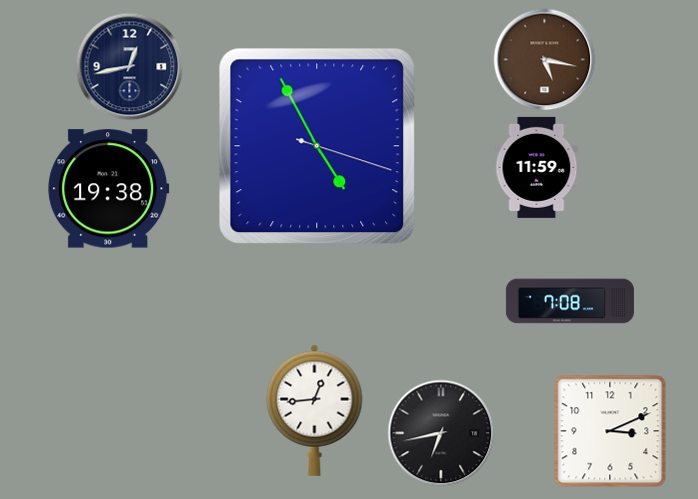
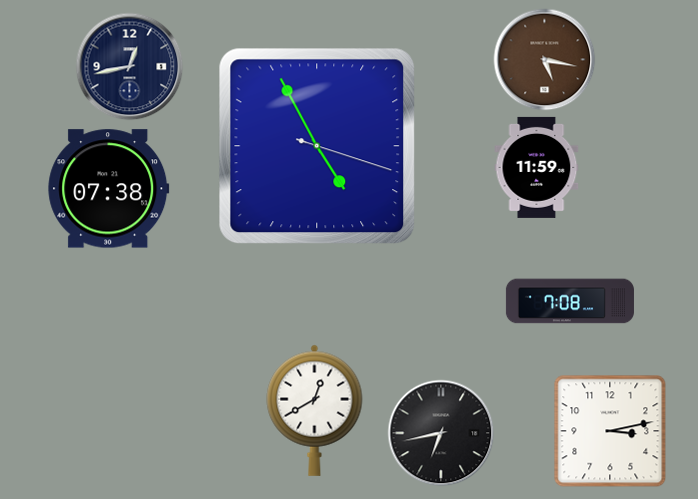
clock at (109, 189): 19:38 -> 07:38
clock at (315, 410): 12:44 -> 12:40
clock at (610, 431): 3:11 -> 3:13
